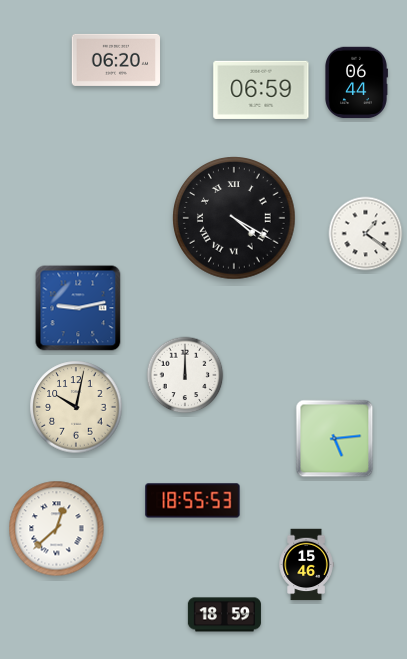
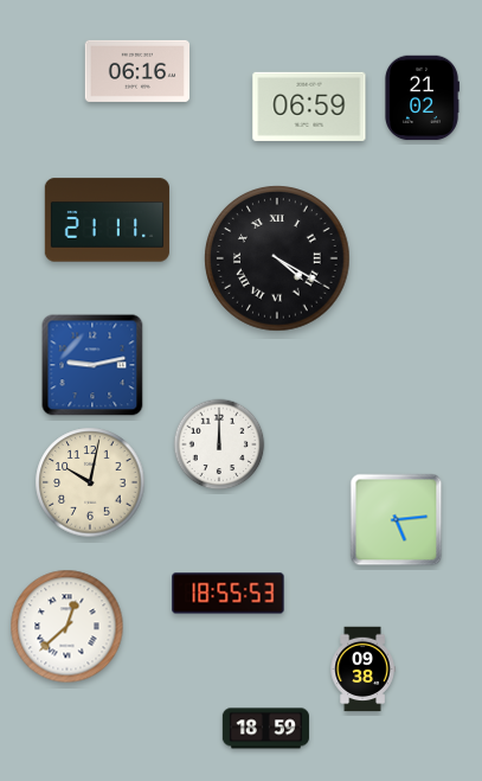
clock at (116, 60): 06:20 -> 06:16
clock at (356, 83): 06:44 -> 21:02
clock at (107, 220): none -> 21:11
clock at (366, 234): 1:21 -> none
clock at (306, 565): 15:46 -> 09:38
